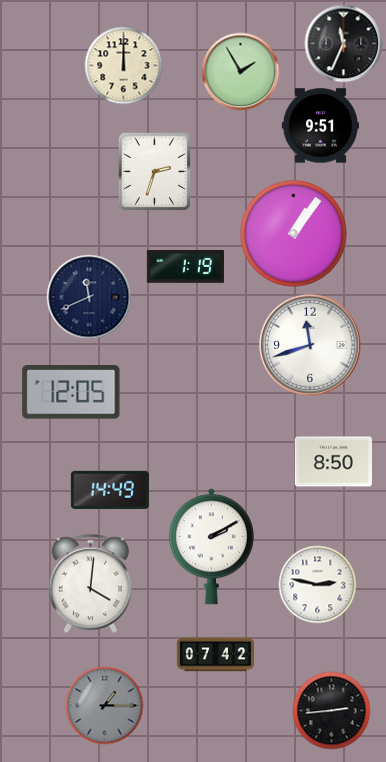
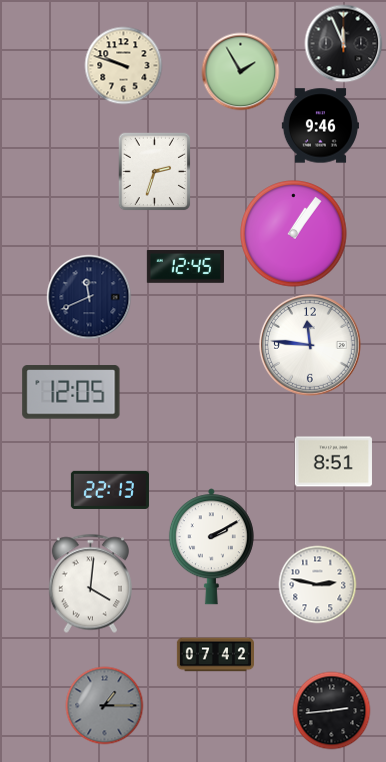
clock at (343, 43): 11:34 -> 11:56
clock at (123, 65): 12:00 -> 9:48
clock at (320, 126): 9:51 -> 9:46
clock at (185, 267): 1:19 -> 12:45
clock at (310, 345): 11:42 -> 11:46
clock at (333, 462): 8:50 -> 8:51
clock at (110, 490): 14:49 -> 22:13
